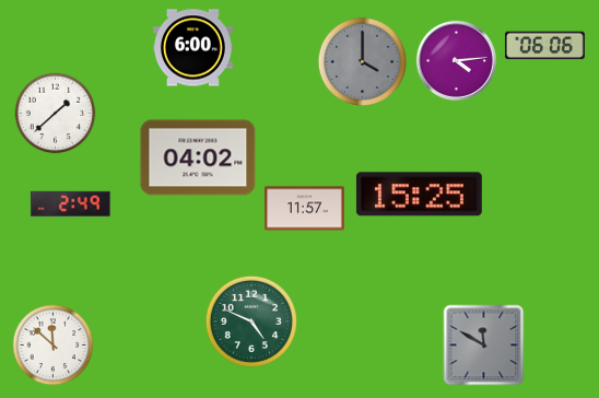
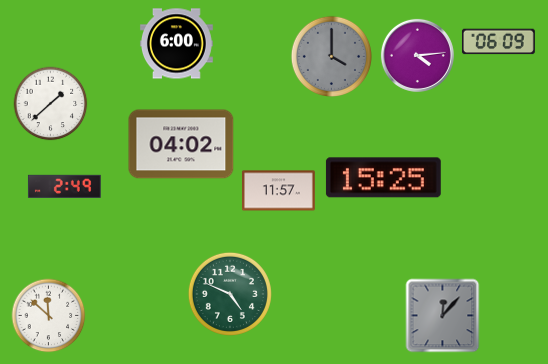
clock at (544, 46): 06:06 -> 06:09
clock at (484, 346): 11:50 -> 12:07
